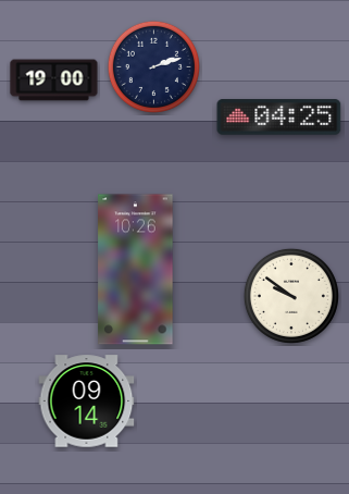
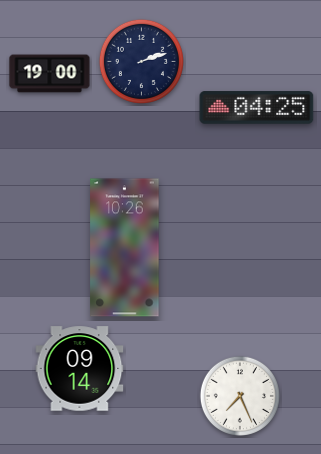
clock at (291, 296): 9:51 -> none
clock at (240, 396): none -> 7:26
